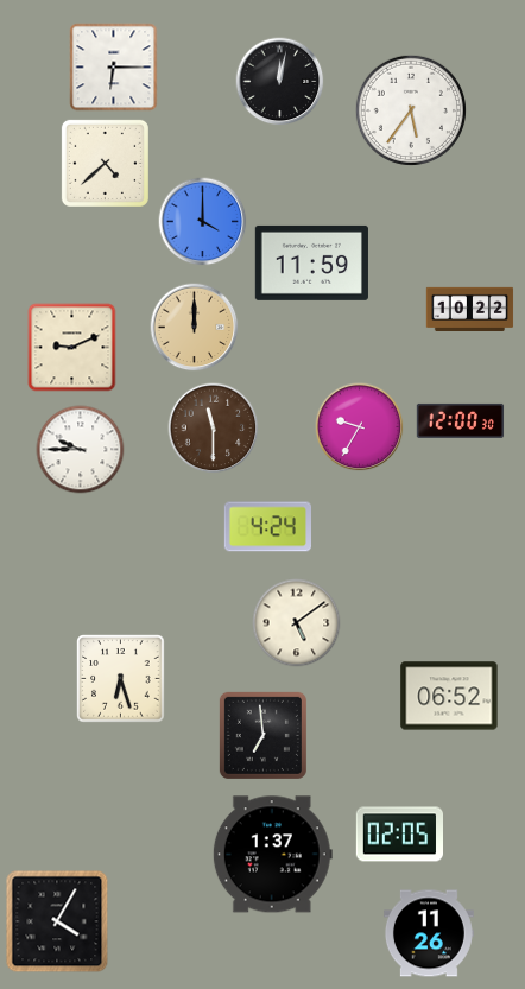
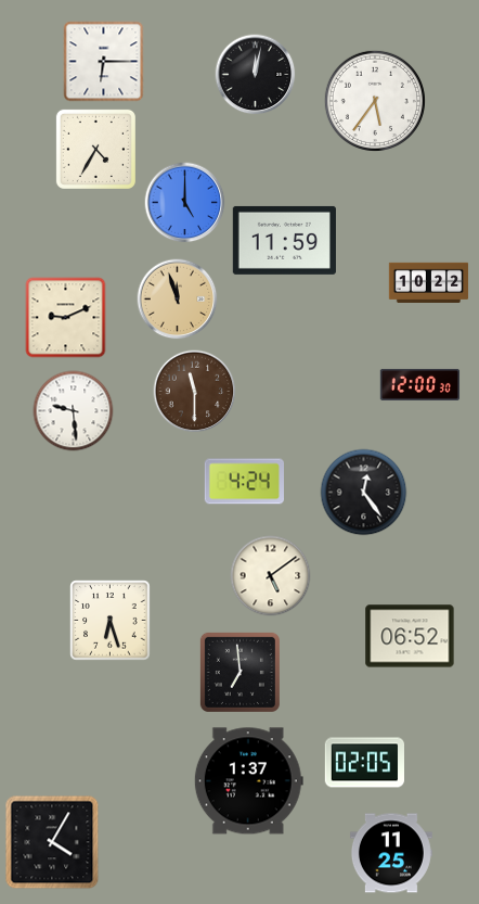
clock at (105, 163): 4:38 -> 4:35
clock at (203, 222): 4:00 -> 5:00
clock at (195, 328): 12:00 -> 11:57
clock at (360, 427): 9:35 -> none
clock at (81, 450): 9:45 -> 9:29
clock at (364, 493): none -> 12:24
clock at (297, 623) position: (297, 623) -> (271, 576)
clock at (429, 933): 11:26 -> 11:25
